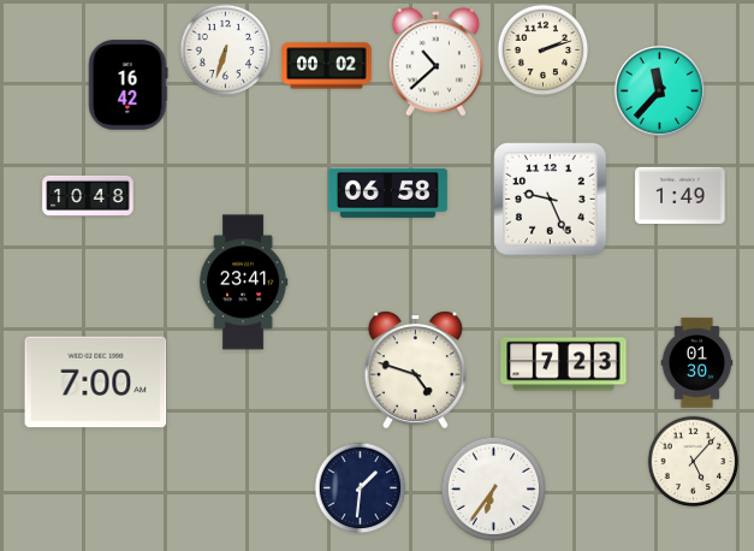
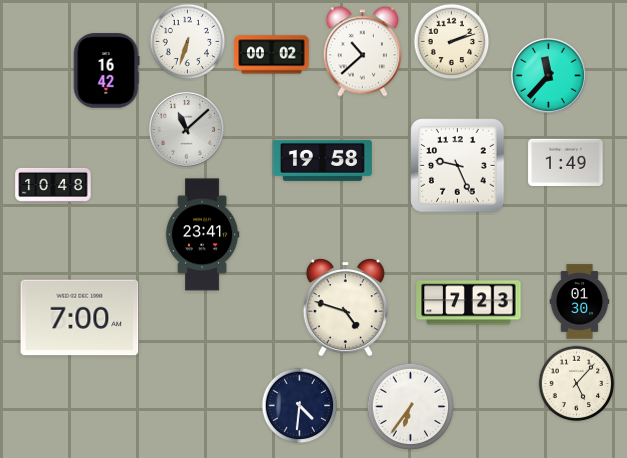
clock at (186, 129): none -> 11:08
clock at (387, 192): 06:58 -> 19:58
clock at (88, 196) position: (88, 196) -> (53, 185)
clock at (361, 488): 1:31 -> 4:31
